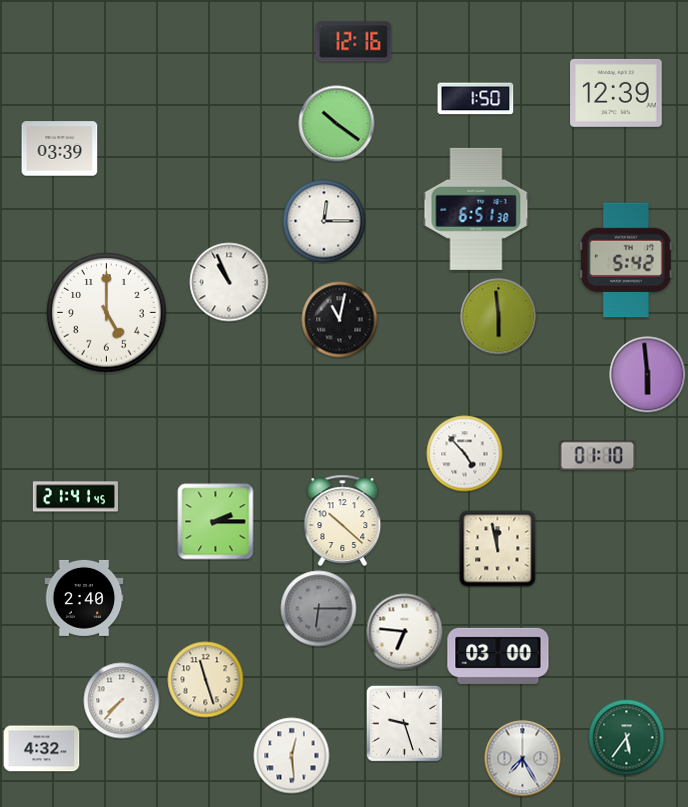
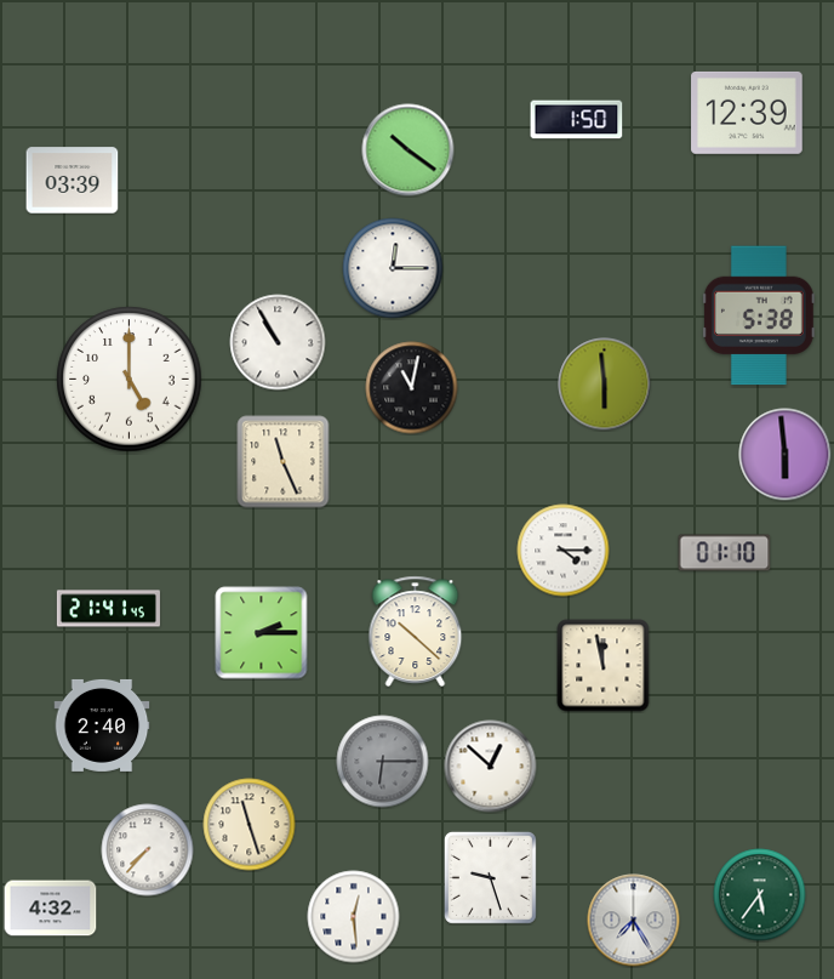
clock at (354, 42): 12:16 -> none
clock at (476, 209): 6:51 -> none
clock at (626, 260): 5:42 -> 5:38
clock at (229, 282): 10:56 -> 10:55
clock at (284, 462): none -> 11:26
clock at (465, 454): 4:53 -> 4:15
clock at (75, 497) position: (75, 497) -> (108, 609)
clock at (319, 609) position: (319, 609) -> (383, 762)
clock at (405, 632): 6:46 -> 12:52
clock at (498, 656): 03:00 -> none
